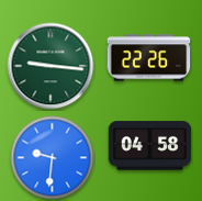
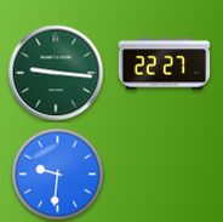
clock at (149, 58): 22:26 -> 22:27
clock at (150, 146): 04:58 -> none
